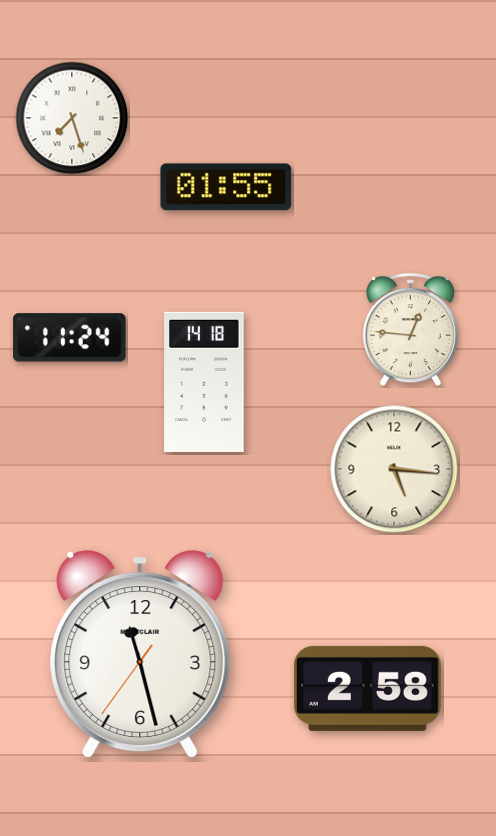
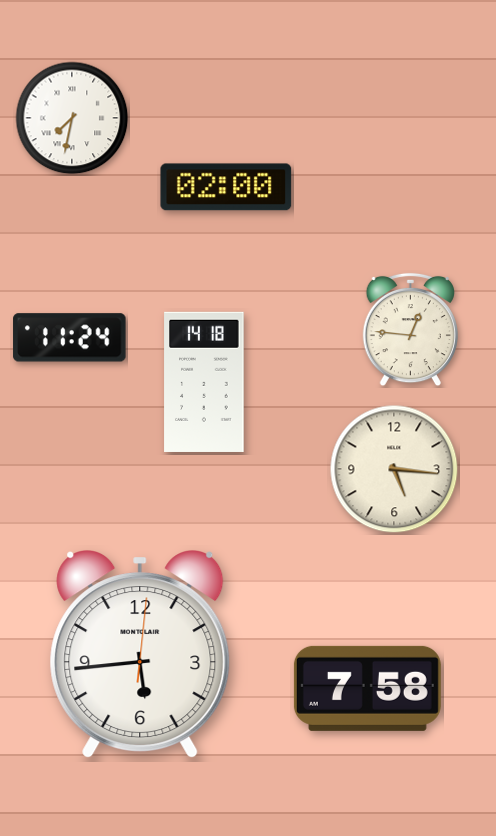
clock at (72, 118): 7:27 -> 7:32
clock at (226, 187): 01:55 -> 02:00
clock at (140, 655): 11:27 -> 5:44
clock at (367, 688): 2:58 -> 7:58
